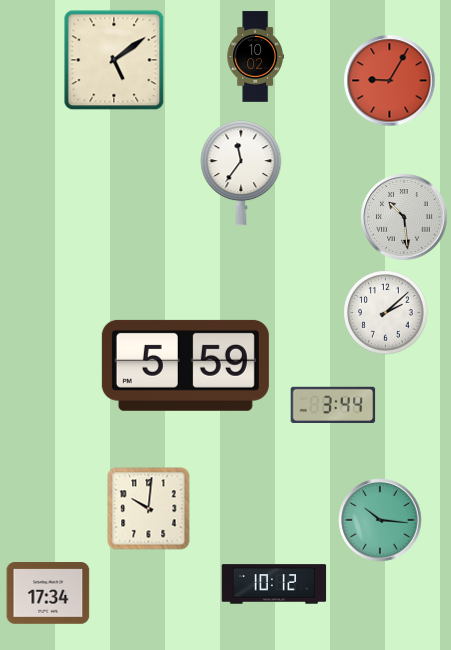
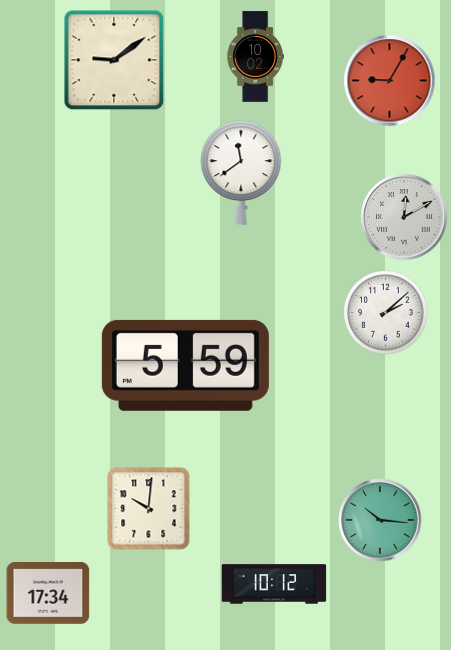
clock at (114, 60): 5:09 -> 9:09
clock at (241, 173): 11:36 -> 11:39
clock at (404, 217): 10:29 -> 12:10
clock at (333, 404): 3:44 -> none
